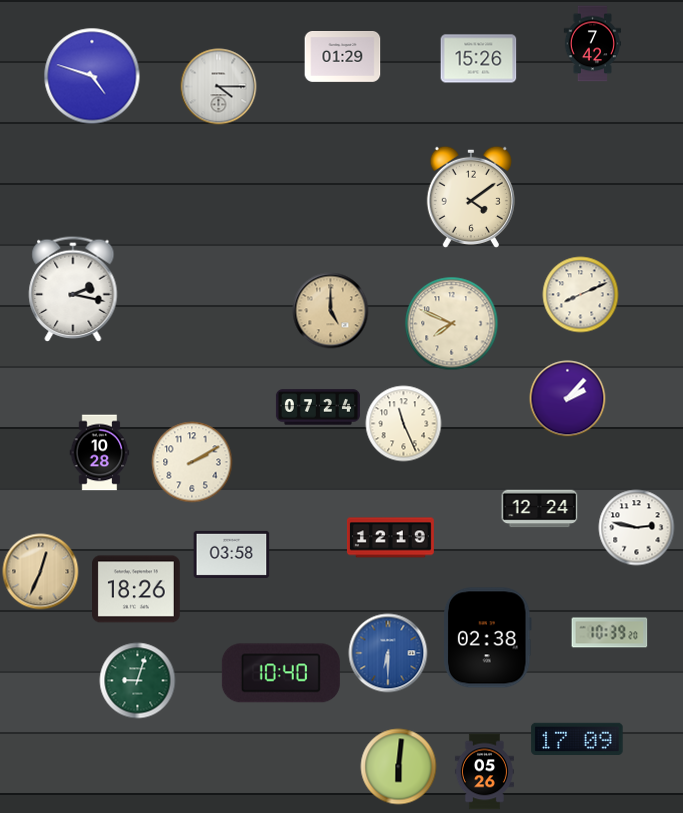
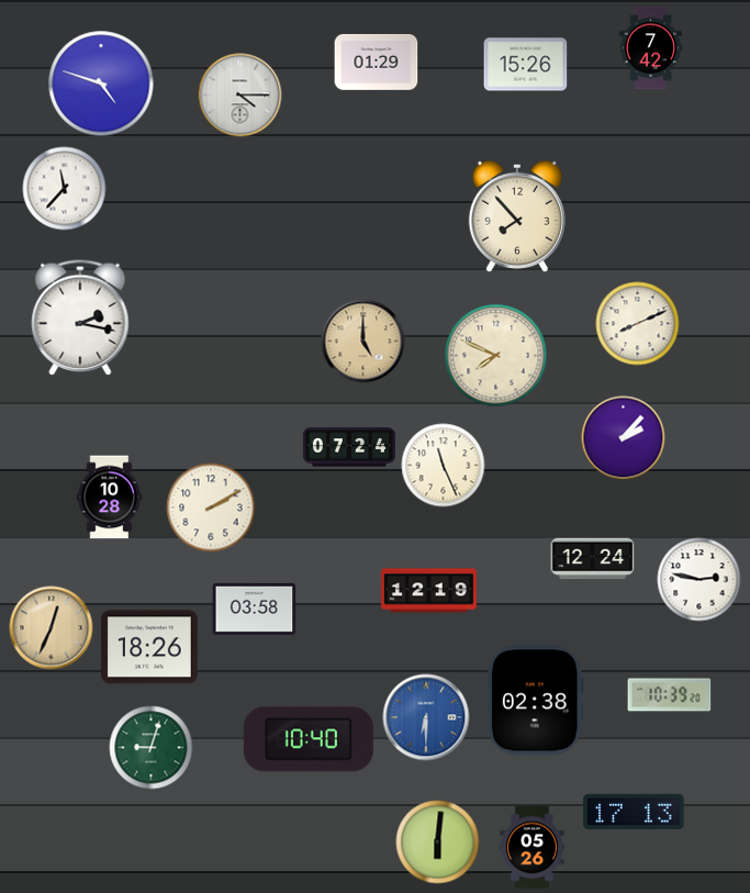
clock at (65, 189): none -> 11:37
clock at (471, 196): 4:09 -> 7:53
clock at (41, 572) position: (41, 572) -> (52, 628)
clock at (577, 738): 17:09 -> 17:13
